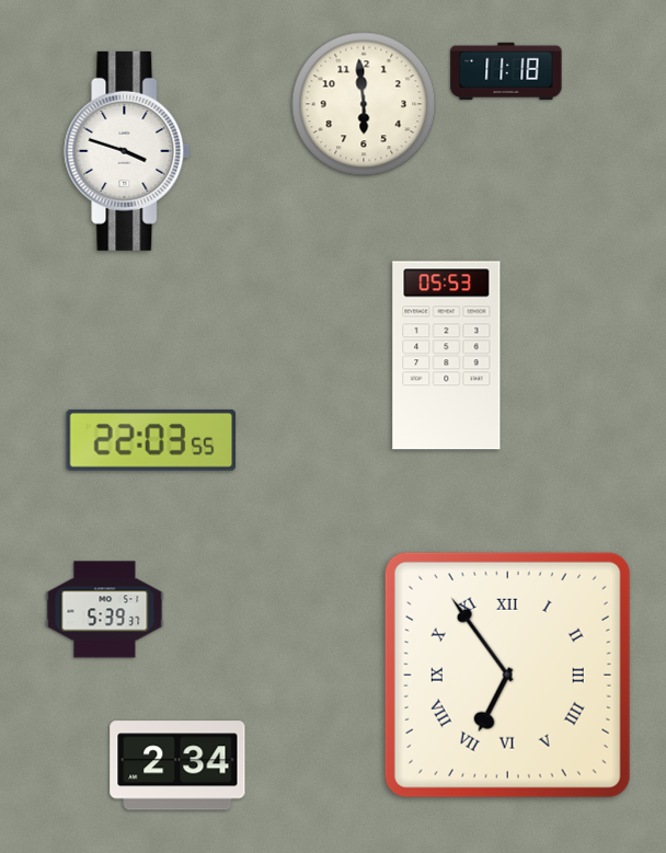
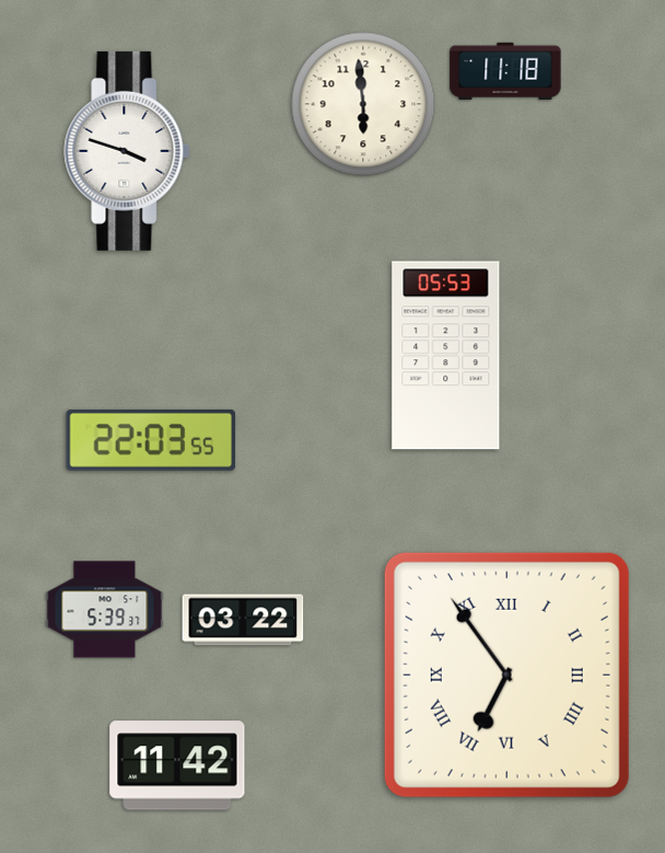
clock at (243, 620): none -> 03:22
clock at (177, 765): 2:34 -> 11:42
